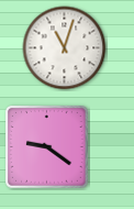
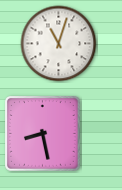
clock at (47, 147): 9:21 -> 8:28
